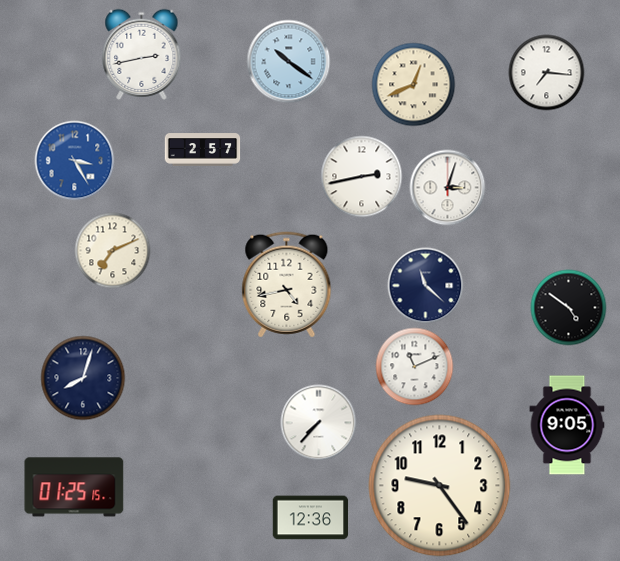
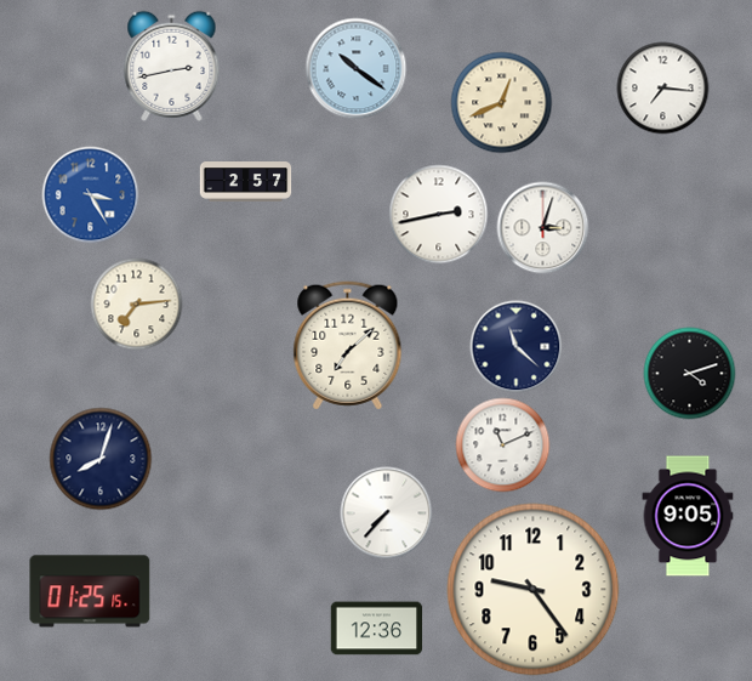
clock at (289, 62) position: (289, 62) -> (357, 69)
clock at (113, 251): 7:11 -> 7:14
clock at (287, 285): 4:43 -> 7:08
clock at (569, 308): 4:51 -> 4:12
